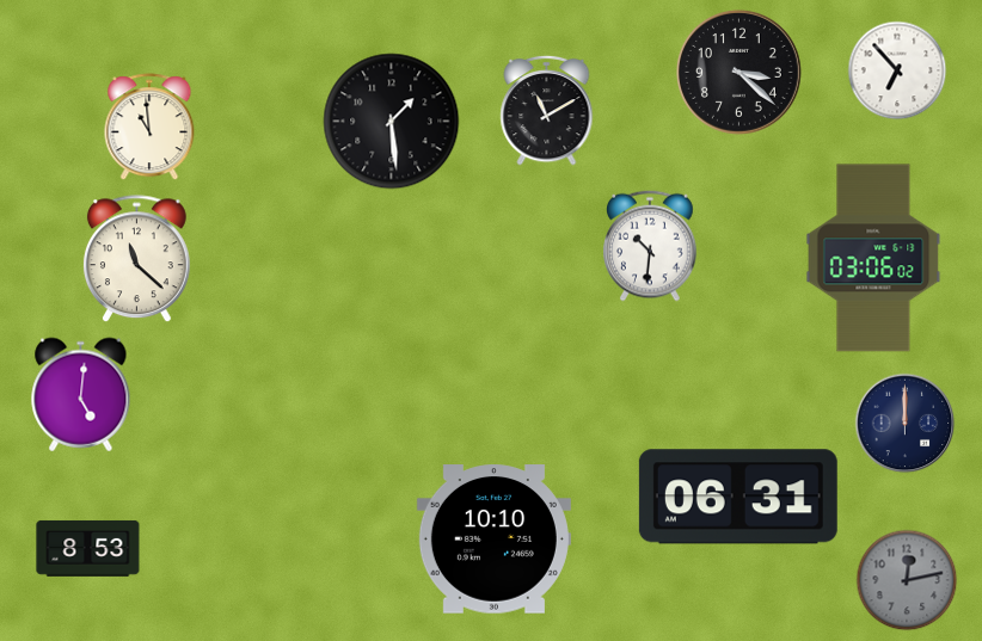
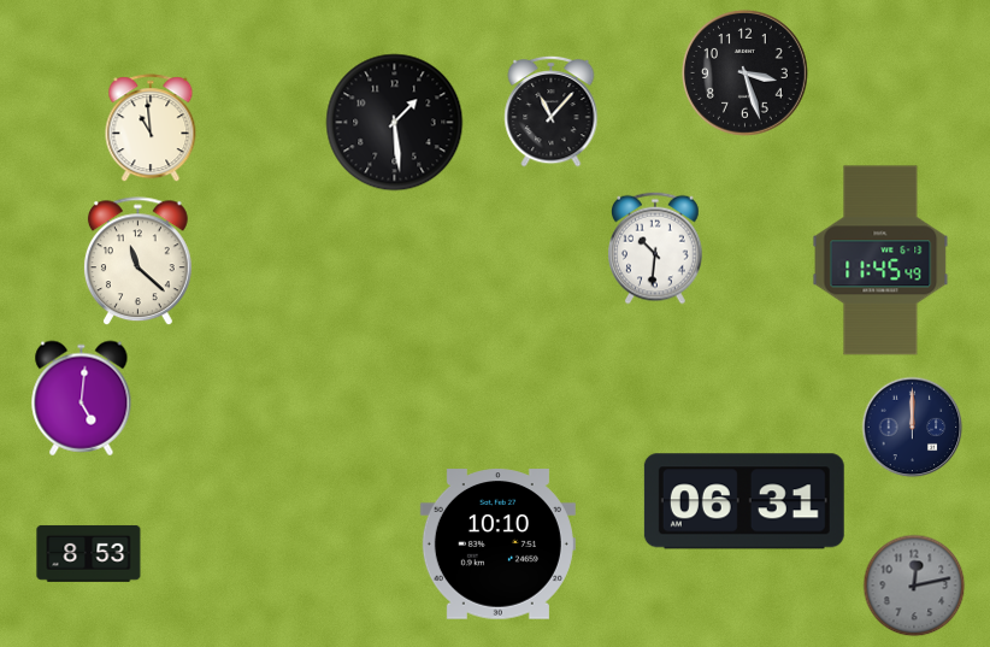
clock at (897, 70): 6:53 -> none
clock at (738, 72): 3:22 -> 3:27
clock at (547, 110): 11:10 -> 11:07
clock at (873, 258): 03:06 -> 11:45
